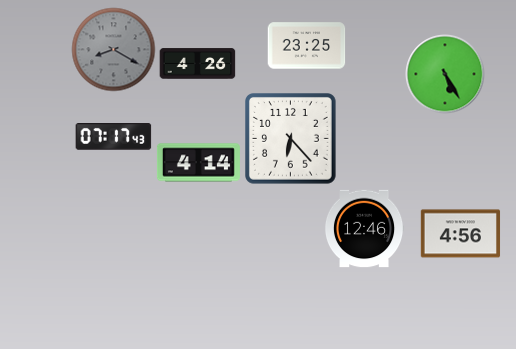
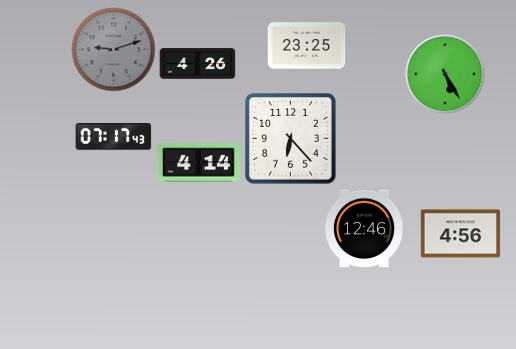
clock at (114, 50): 8:20 -> 9:12
